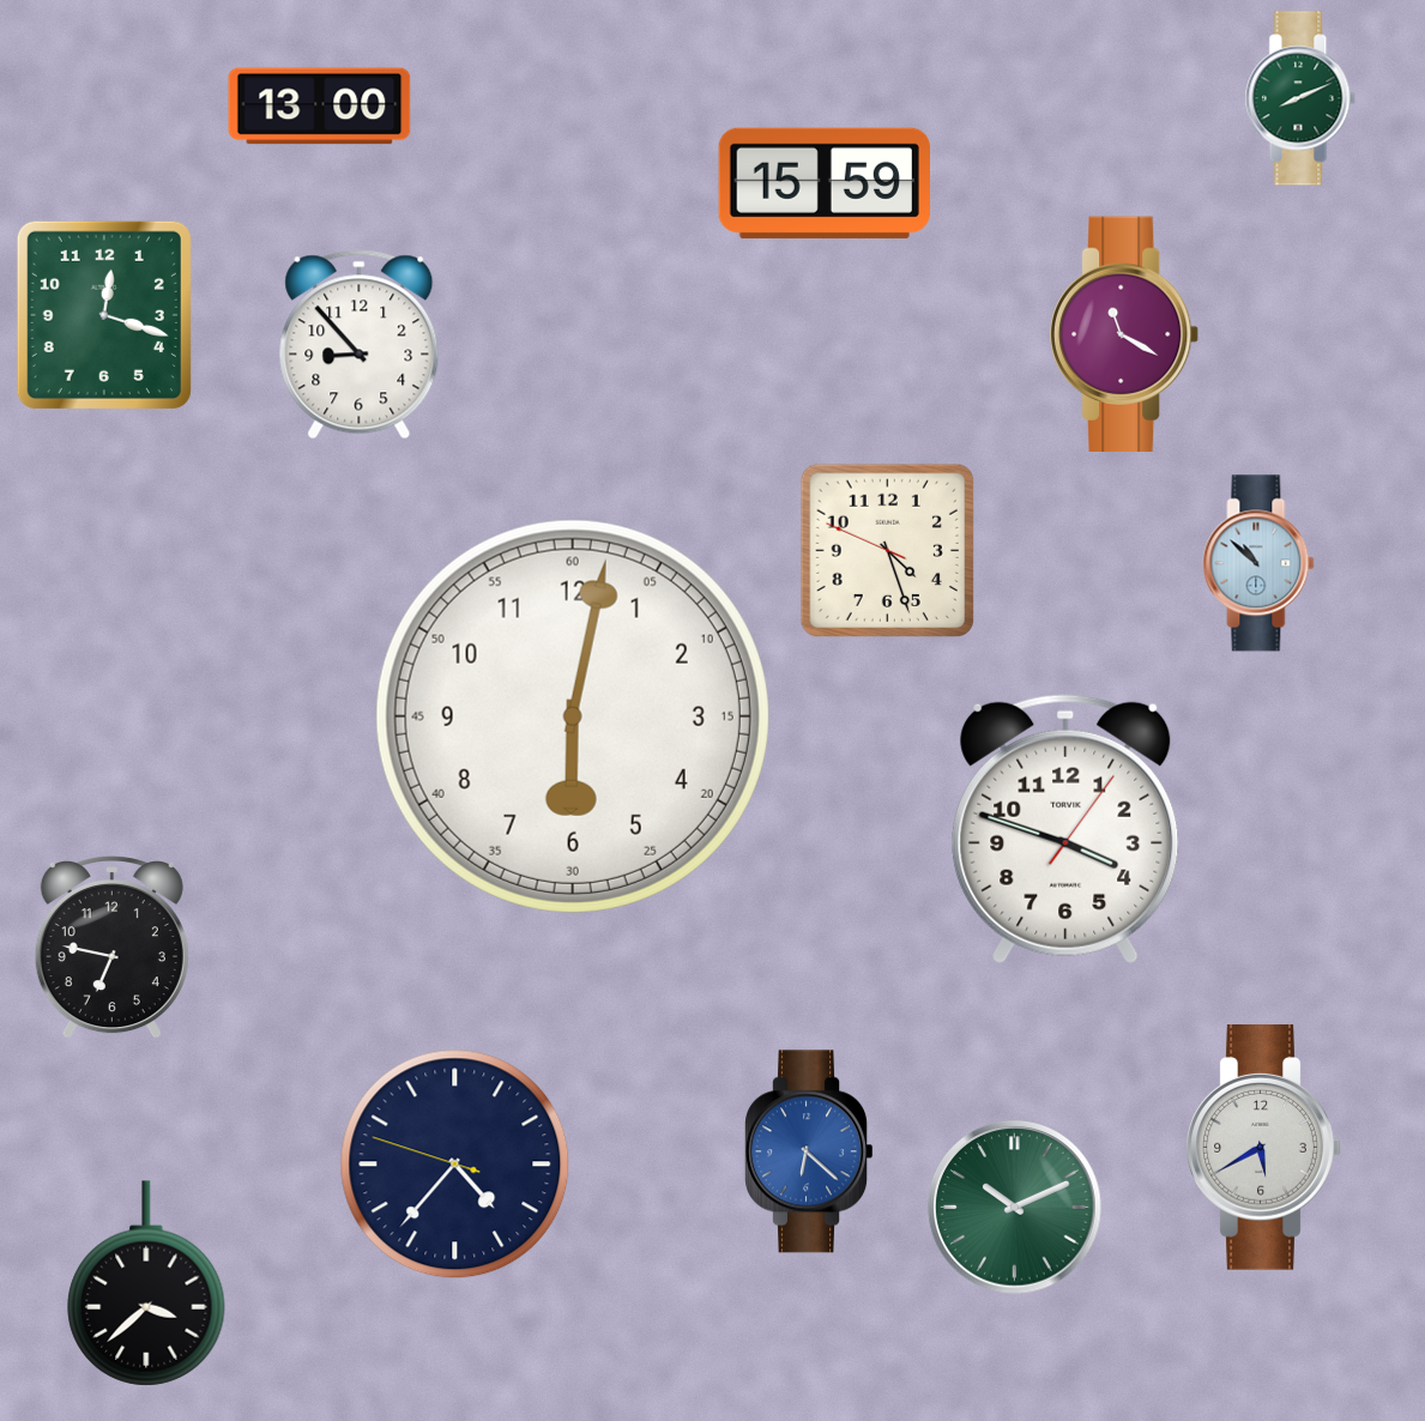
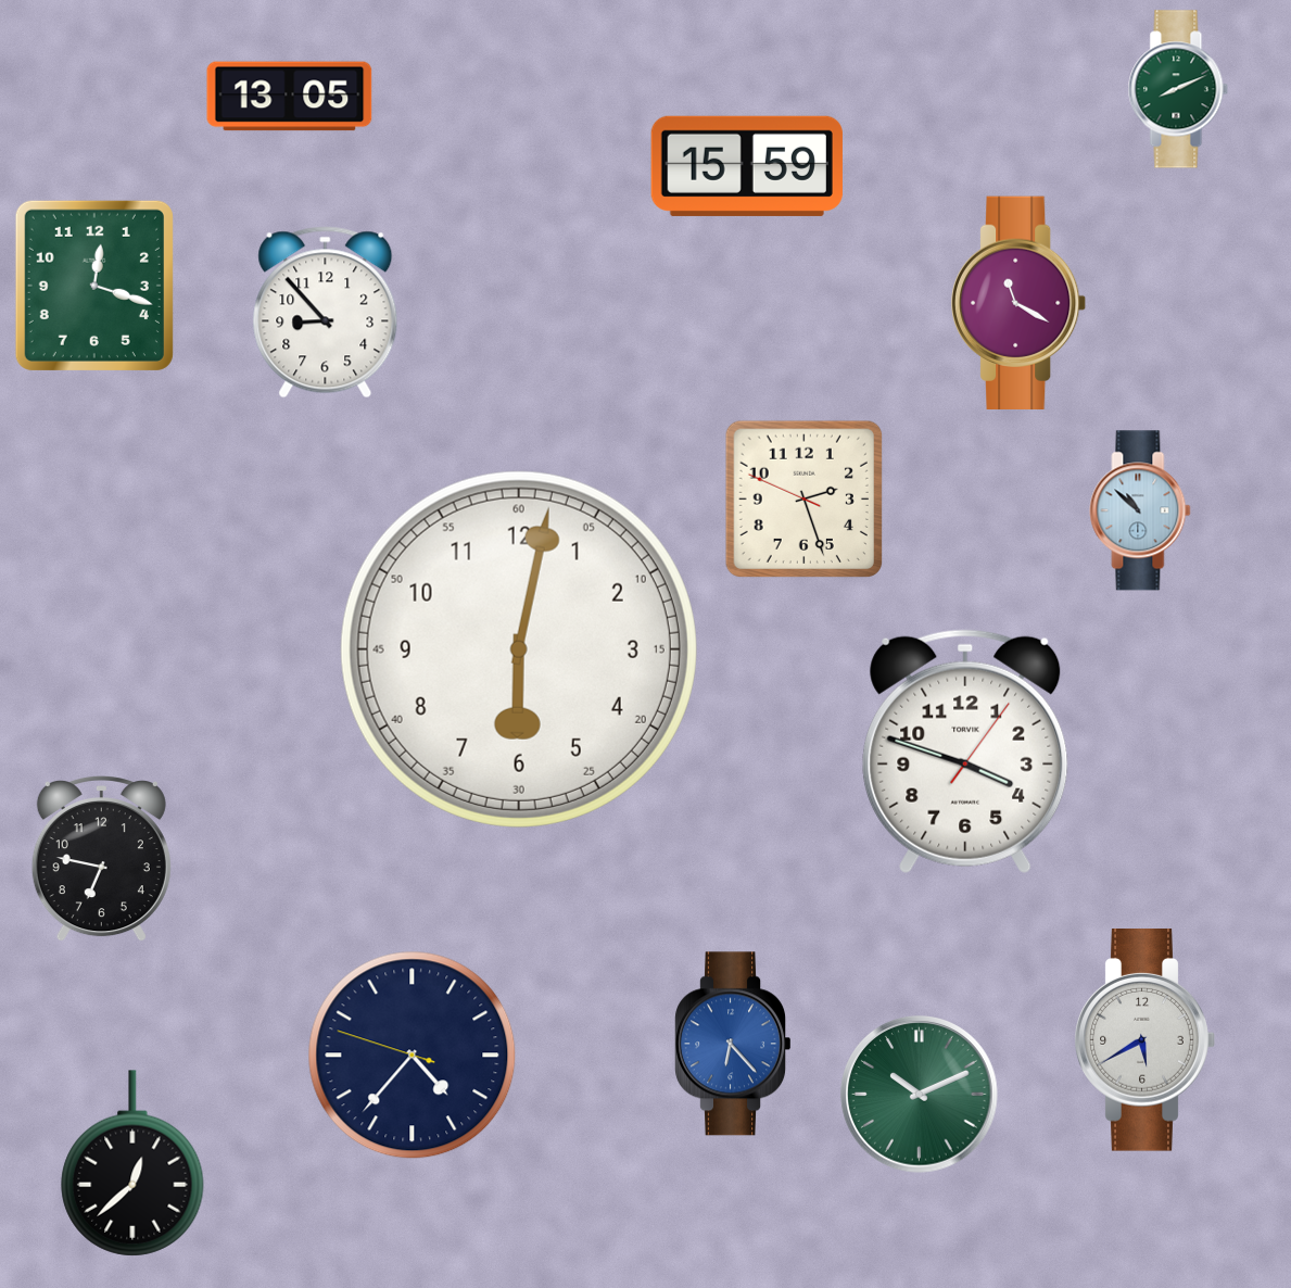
clock at (320, 107): 13:00 -> 13:05
clock at (887, 550): 4:26 -> 2:26
clock at (809, 1151): 6:22 -> 6:23
clock at (146, 1283): 3:38 -> 12:38
